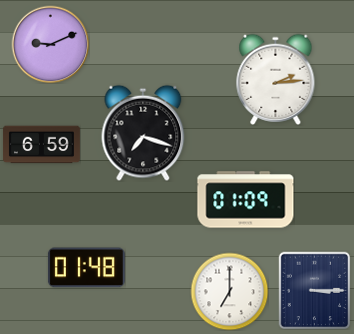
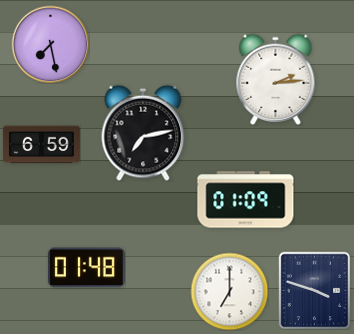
clock at (50, 44): 9:11 -> 7:28
clock at (143, 133): 7:18 -> 7:13
clock at (315, 290): 3:15 -> 3:48
